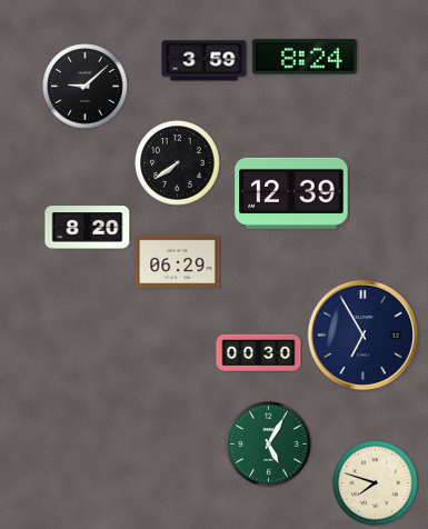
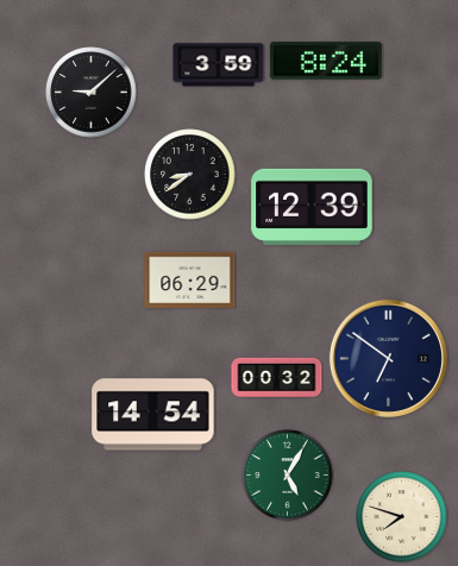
clock at (178, 163): 7:39 -> 8:39
clock at (88, 228): 8:20 -> none
clock at (362, 335): 6:55 -> 6:51
clock at (259, 352): 00:30 -> 00:32
clock at (153, 415): none -> 14:54
